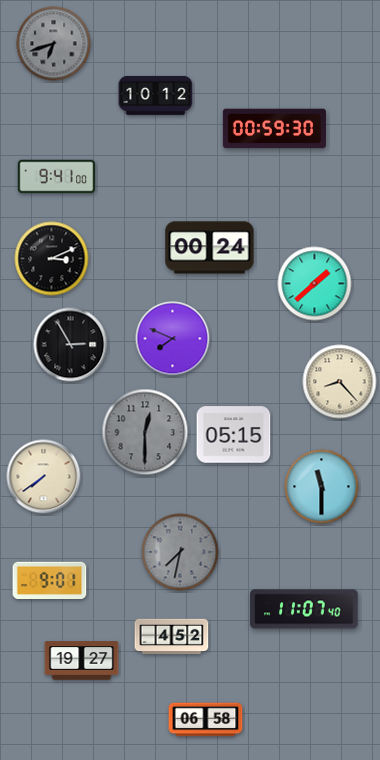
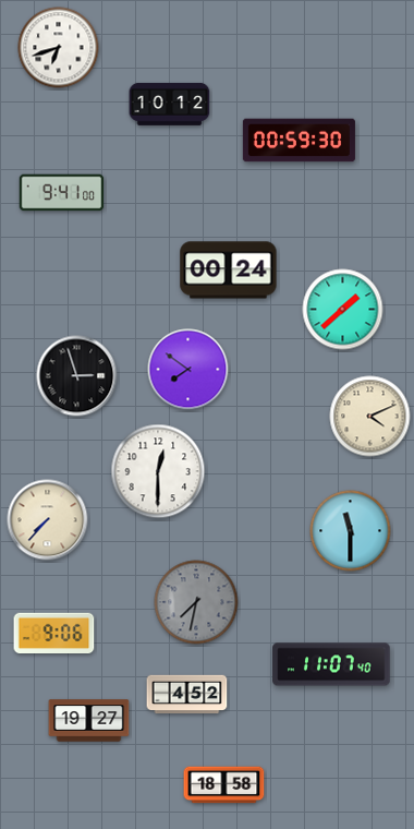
clock at (54, 44) dial: grey -> white
clock at (52, 259): 3:11 -> none
clock at (173, 339): 7:49 -> 7:51
clock at (71, 345): 2:55 -> 2:57
clock at (340, 382): 8:23 -> 4:11
clock at (145, 432) dial: grey -> white
clock at (234, 435): 05:15 -> none
clock at (44, 477): 7:39 -> 7:37
clock at (50, 580): 9:01 -> 9:06
clock at (206, 720): 06:58 -> 18:58
